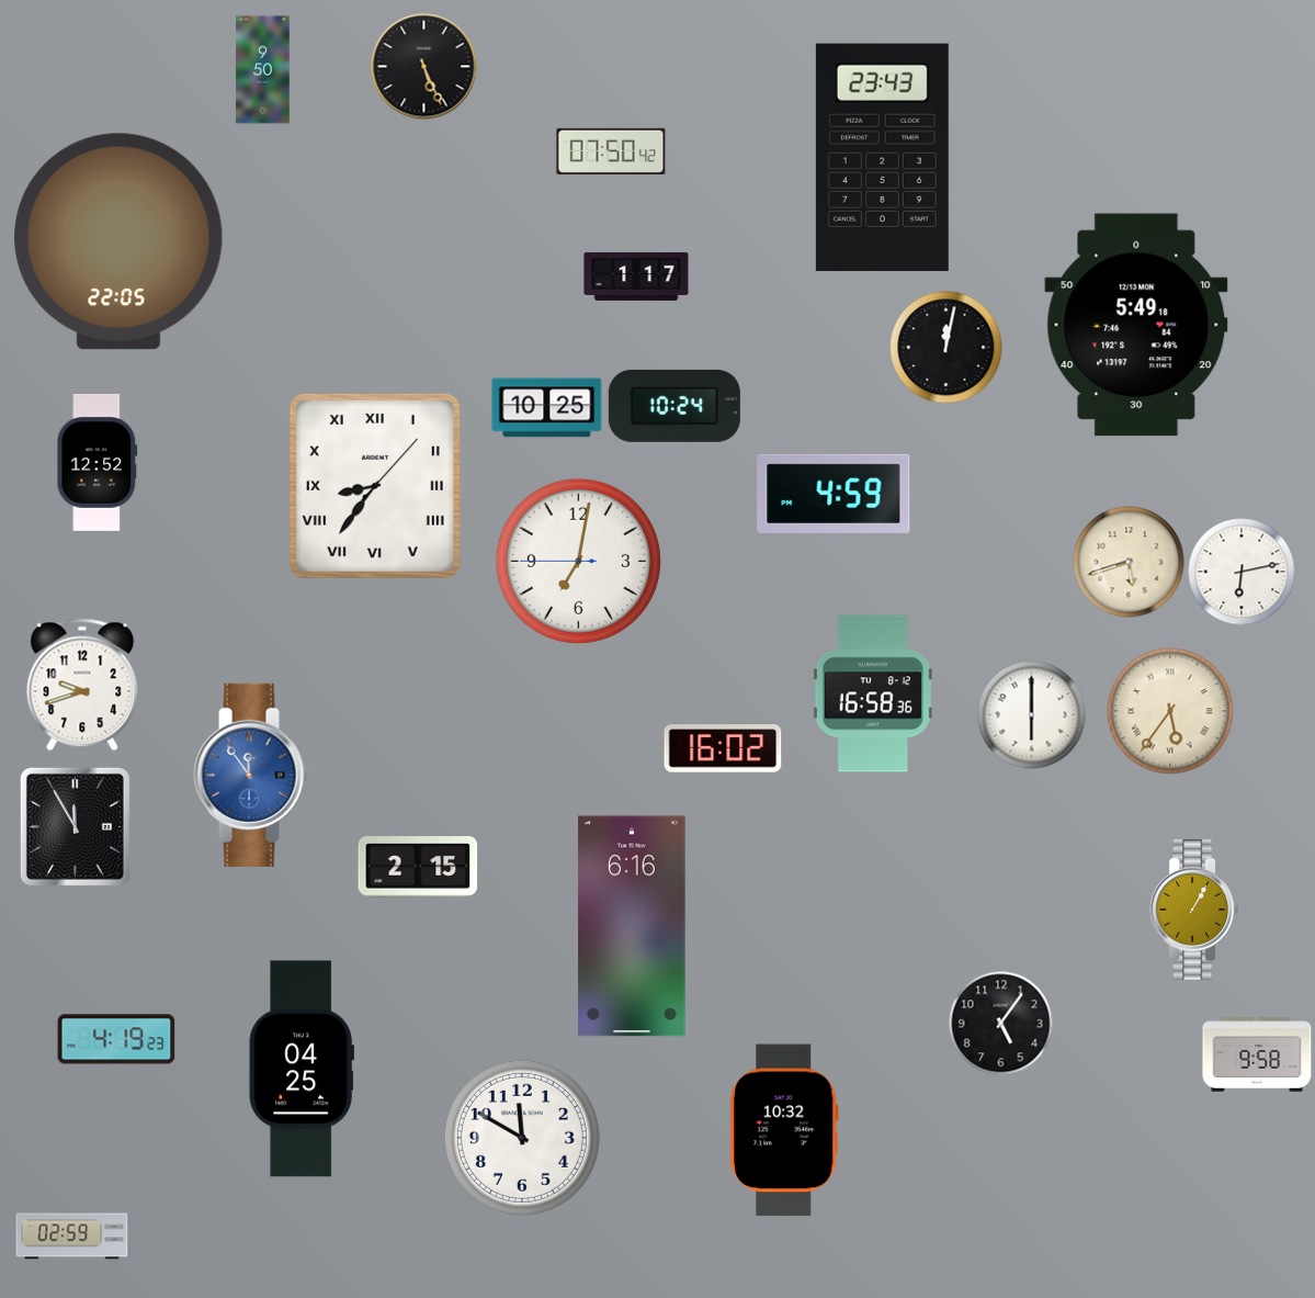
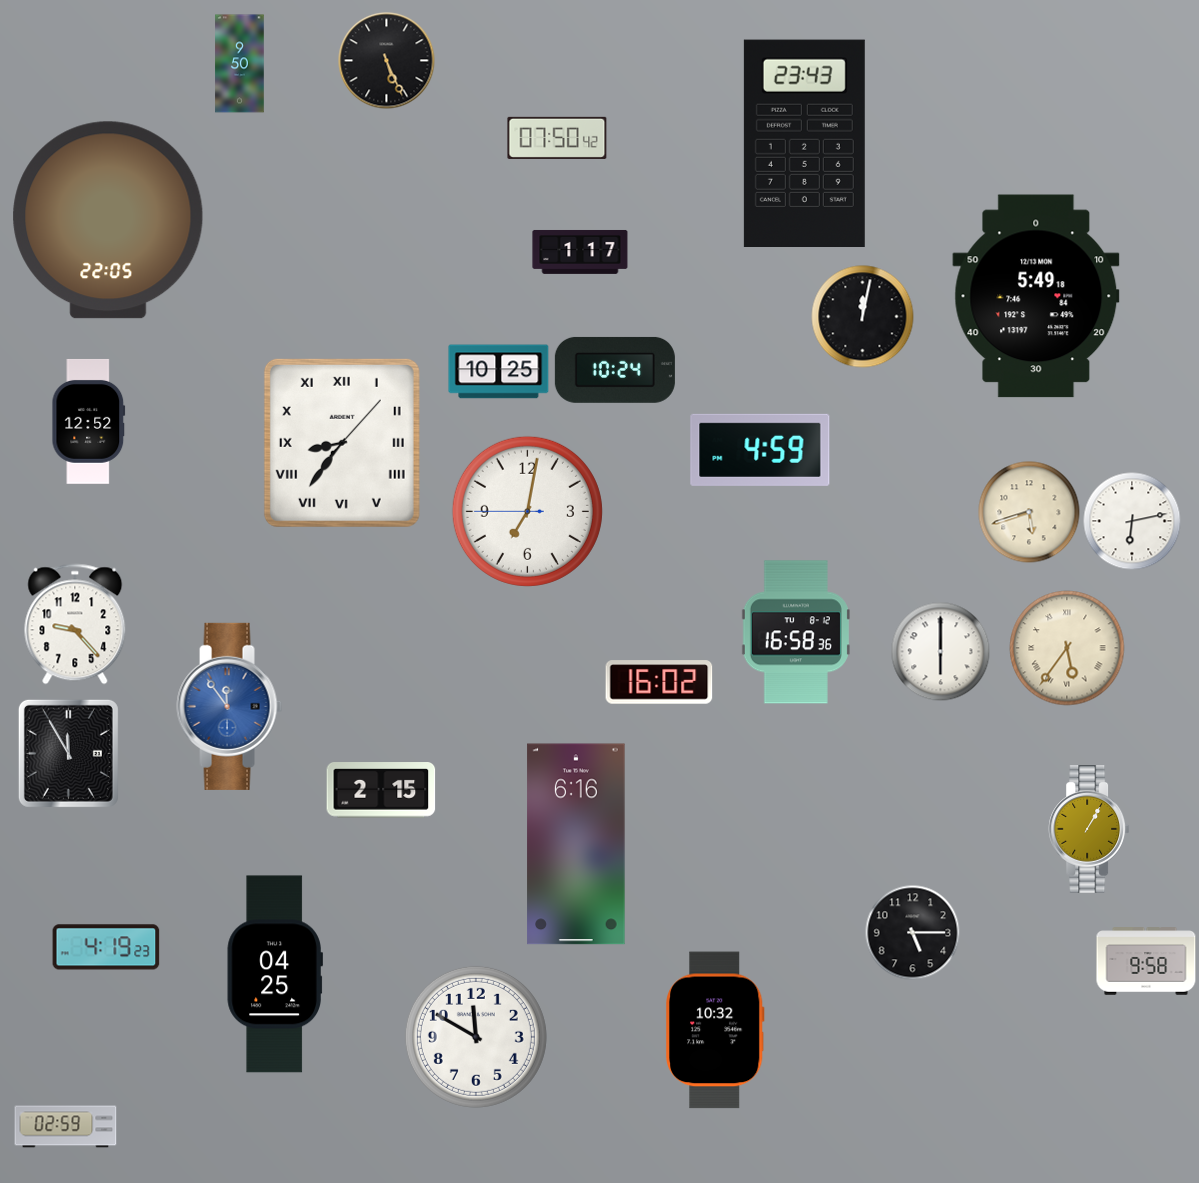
clock at (82, 685): 9:42 -> 9:23
clock at (1000, 1023): 5:06 -> 5:15
